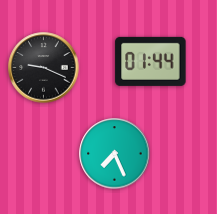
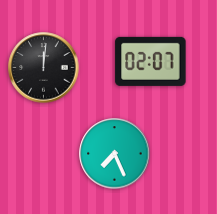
clock at (151, 61): 01:44 -> 02:07
clock at (44, 68): 9:19 -> 12:01
